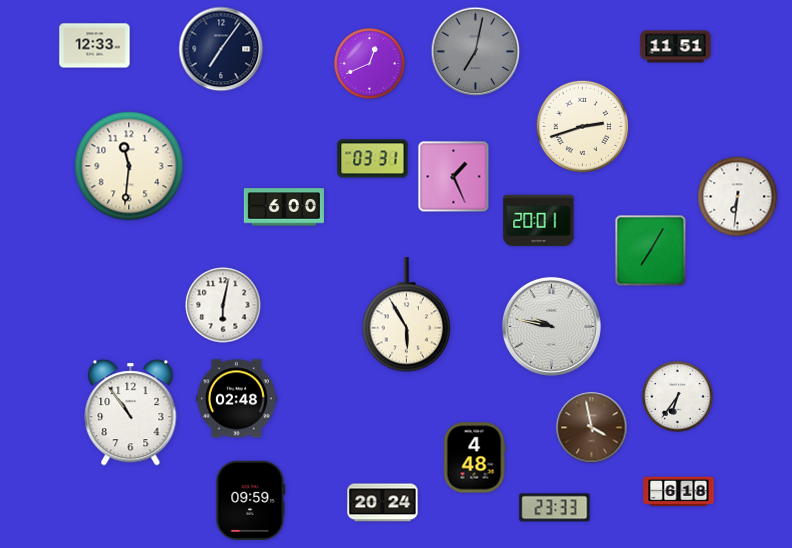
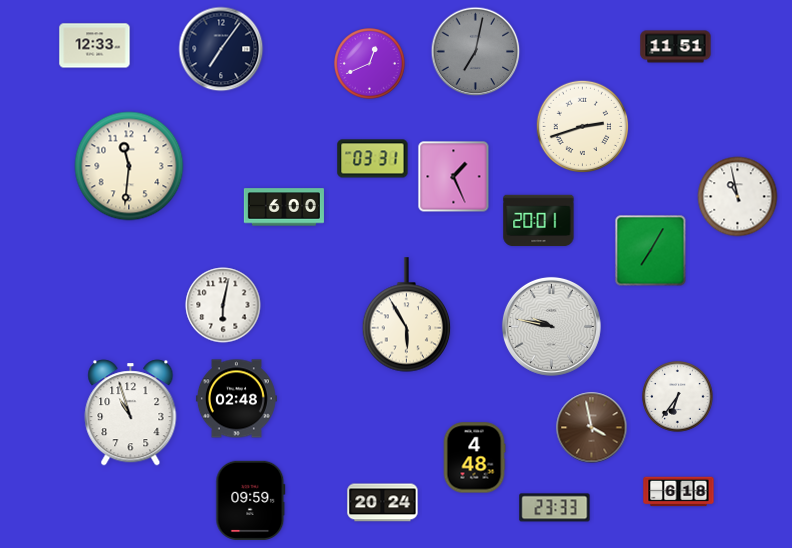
clock at (738, 197): 6:31 -> 10:58
clock at (131, 413): 10:54 -> 10:57
